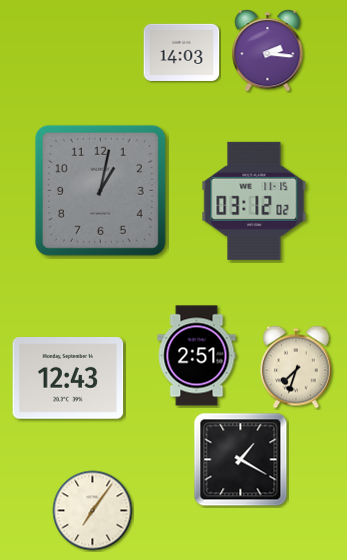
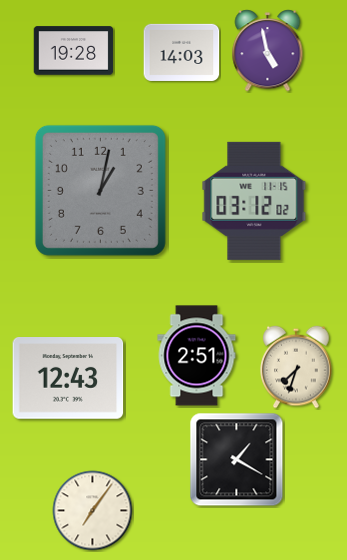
clock at (74, 51): none -> 19:28
clock at (268, 51): 2:16 -> 4:58
clock at (241, 460) position: (241, 460) -> (237, 460)
